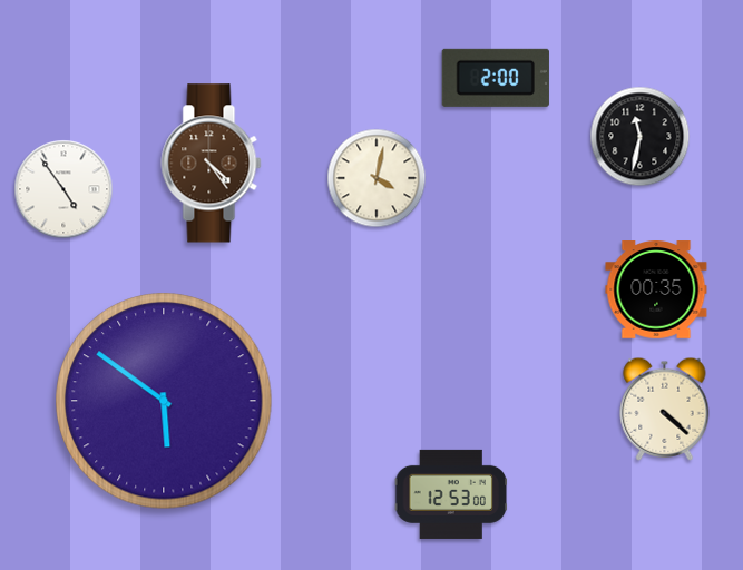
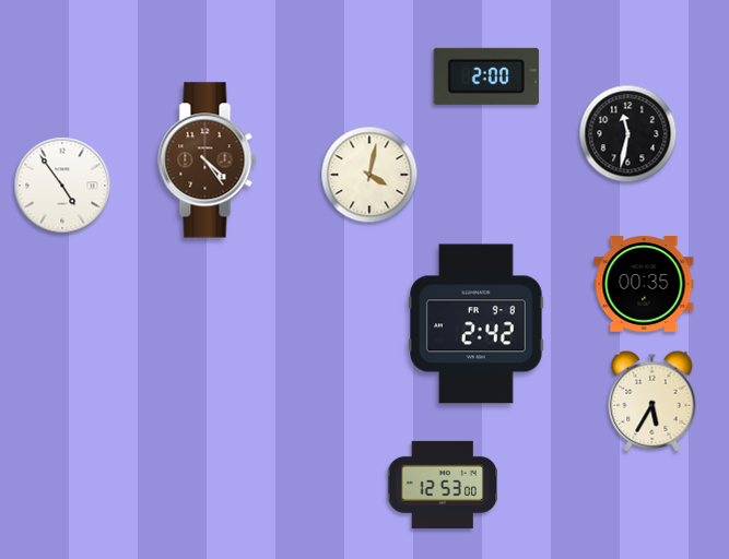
clock at (477, 324): none -> 2:42
clock at (164, 401): 5:51 -> none
clock at (665, 409): 4:22 -> 5:35
